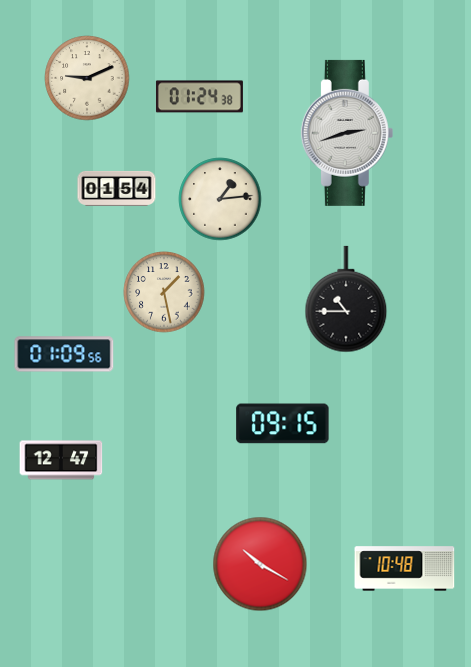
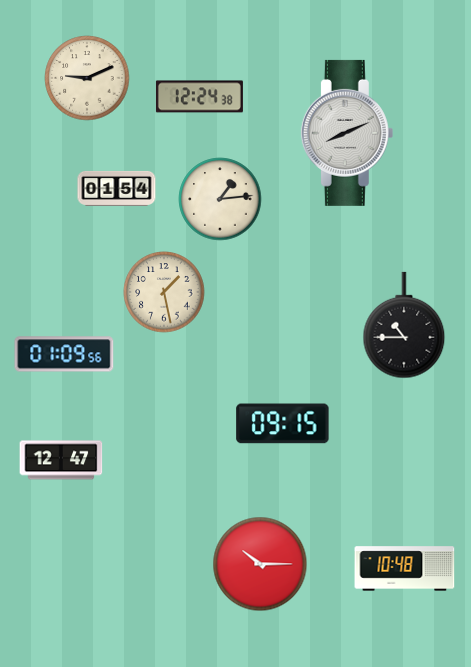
clock at (199, 97): 01:24 -> 12:24
clock at (347, 133): 2:42 -> 8:11
clock at (346, 299) position: (346, 299) -> (404, 325)
clock at (260, 564): 10:20 -> 10:15
